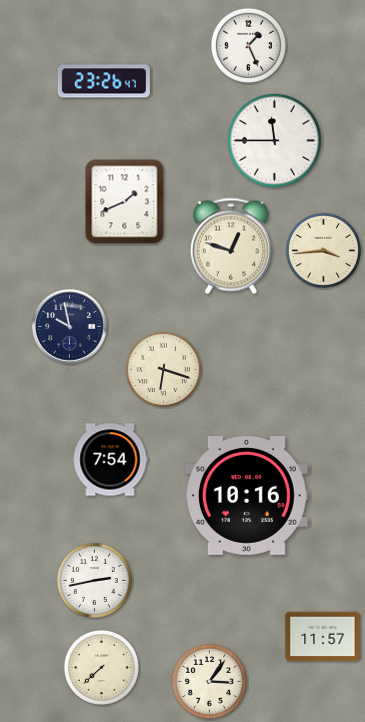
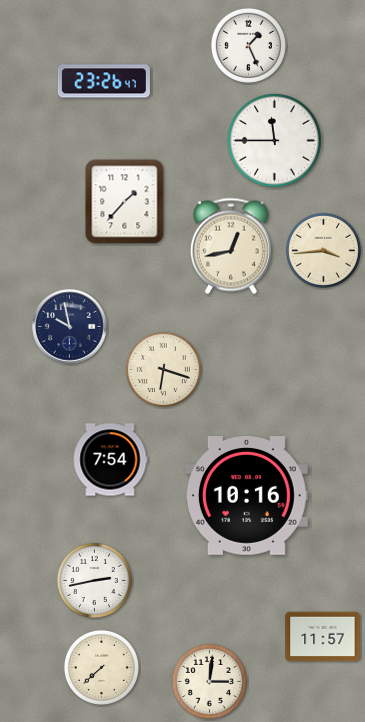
clock at (125, 202): 1:41 -> 1:37
clock at (231, 246): 12:48 -> 12:43
clock at (209, 681): 3:06 -> 3:01
